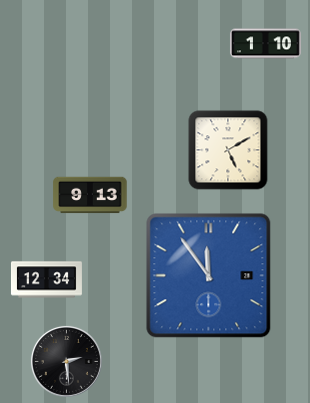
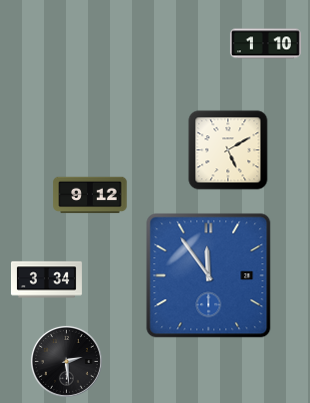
clock at (90, 195): 9:13 -> 9:12
clock at (46, 280): 12:34 -> 3:34
